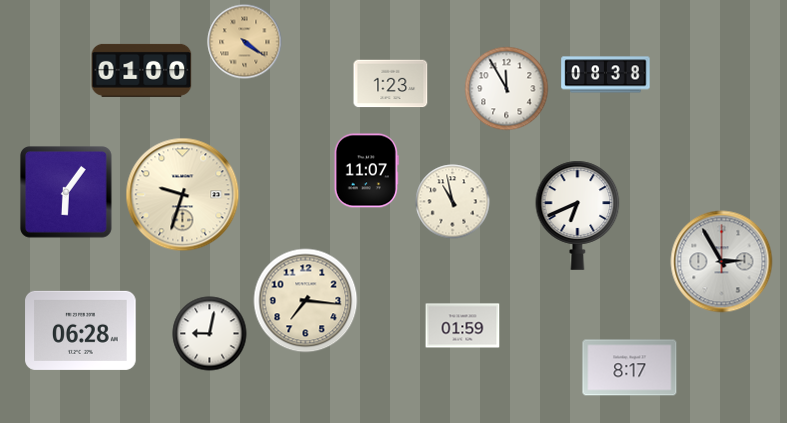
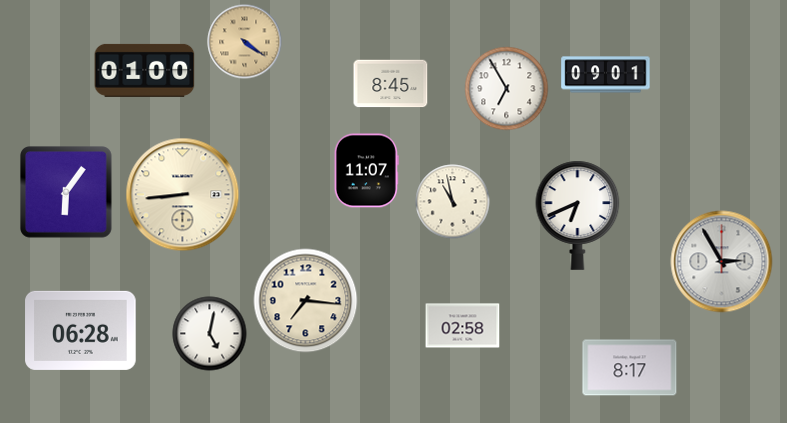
clock at (142, 70) position: (142, 70) -> (145, 70)
clock at (606, 75): 08:38 -> 09:01
clock at (391, 84): 1:23 -> 8:45
clock at (507, 89): 11:55 -> 6:55
clock at (183, 195): 9:33 -> 8:44
clock at (463, 326): 01:59 -> 02:58
clock at (210, 334): 9:02 -> 5:02
